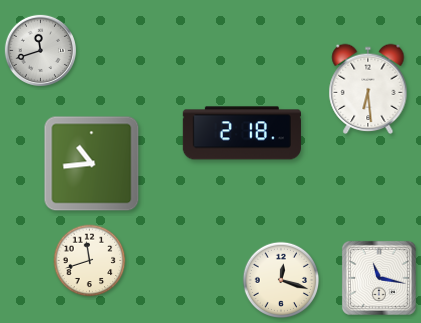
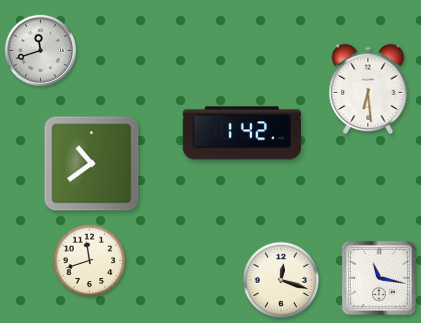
clock at (242, 133): 2:18 -> 1:42
clock at (92, 164): 10:44 -> 10:39
